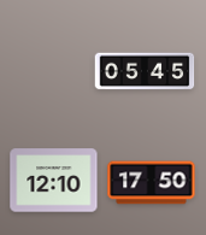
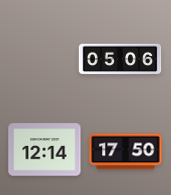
clock at (145, 71): 05:45 -> 05:06
clock at (54, 181): 12:10 -> 12:14
